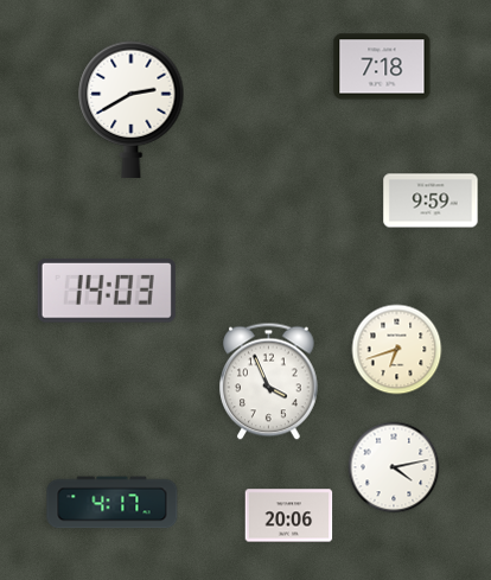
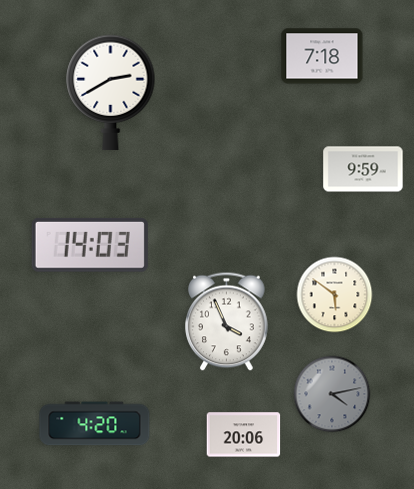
clock at (397, 350): 6:42 -> 5:51
clock at (394, 467) dial: white -> grey
clock at (113, 503): 4:17 -> 4:20
